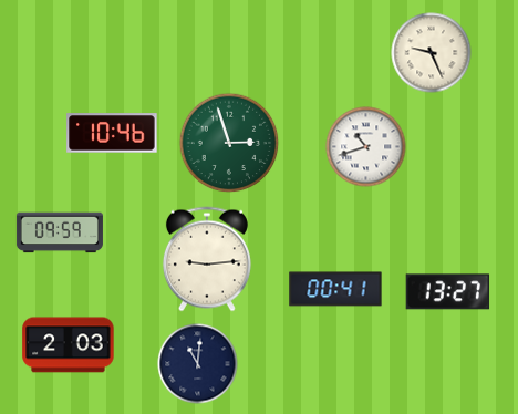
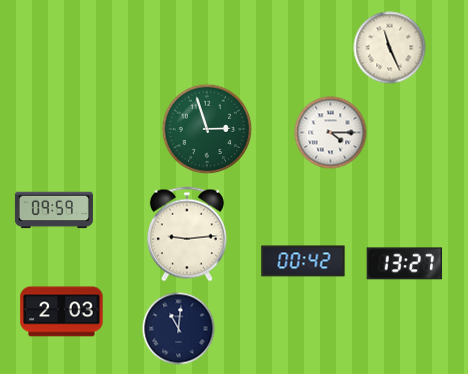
clock at (432, 53): 9:26 -> 11:26
clock at (112, 133): 10:46 -> none
clock at (366, 147): 10:42 -> 4:15
clock at (335, 289): 00:41 -> 00:42
